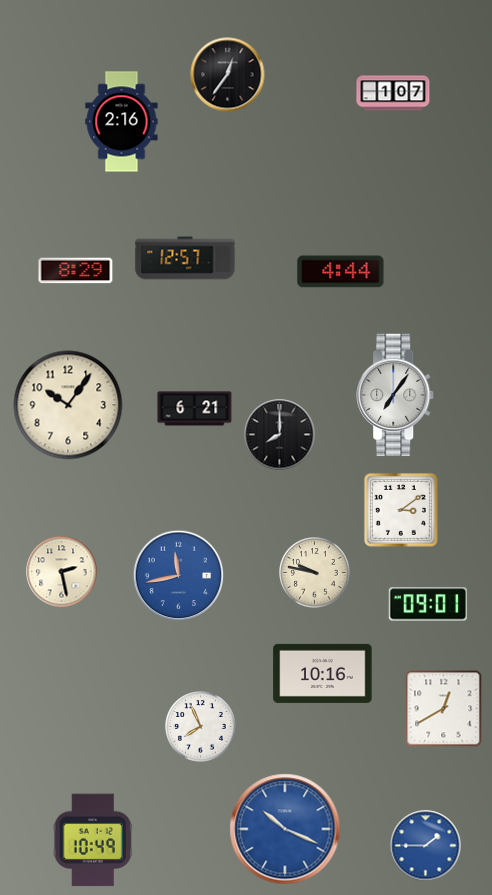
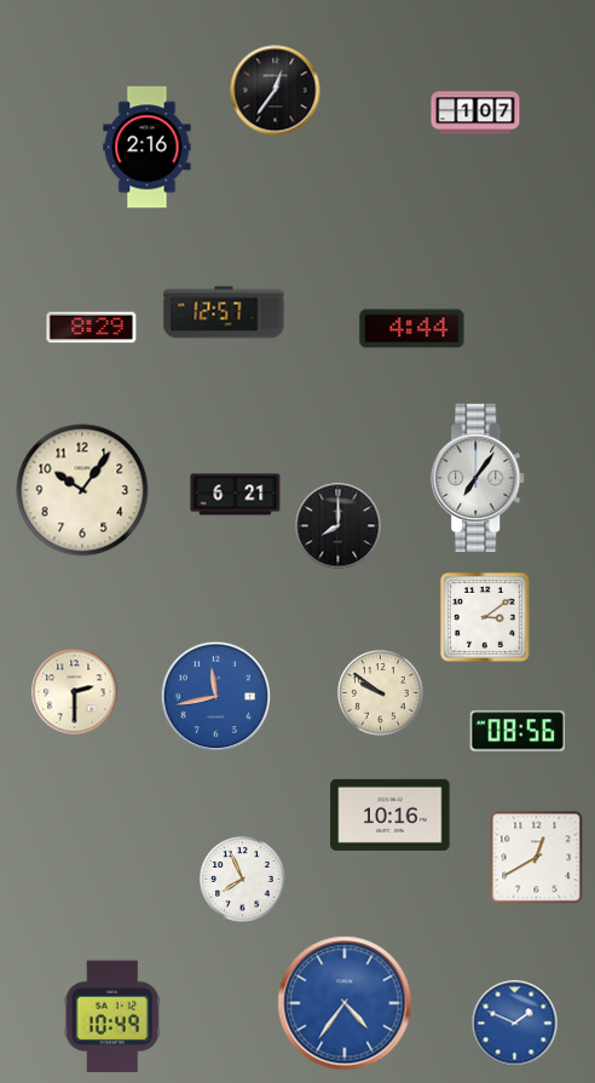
clock at (62, 572): 2:28 -> 2:30
clock at (315, 573): 9:47 -> 9:51
clock at (428, 604): 09:01 -> 08:56
clock at (285, 829): 10:19 -> 4:36
clock at (426, 846): 1:45 -> 1:49
